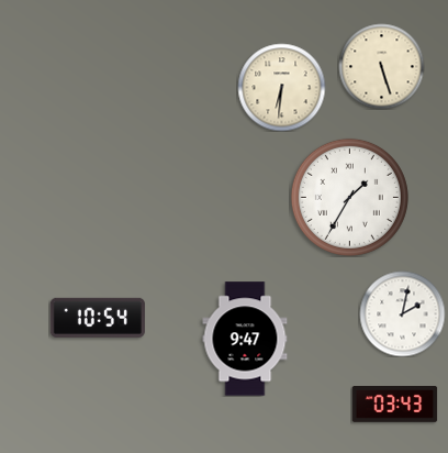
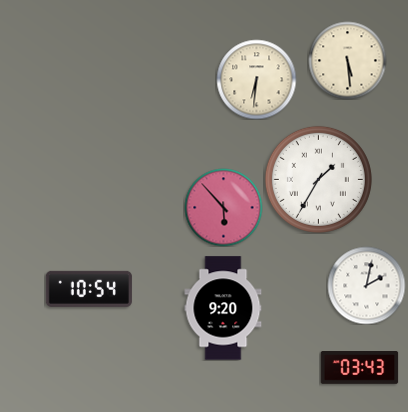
clock at (381, 66): 5:27 -> 5:29
clock at (223, 207): none -> 5:53
clock at (245, 339): 9:47 -> 9:20
